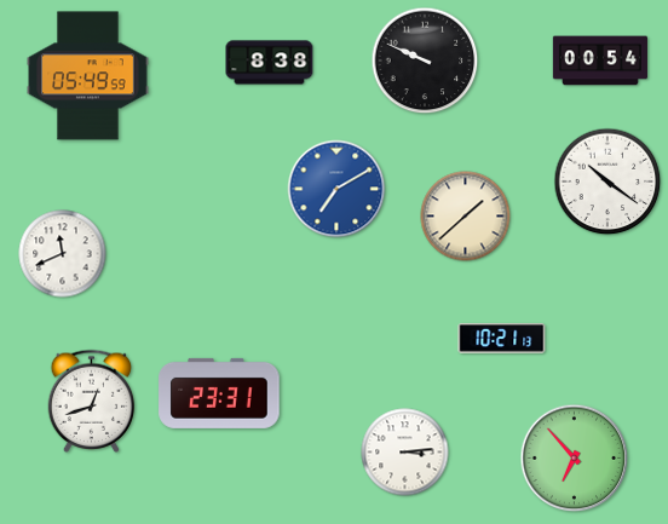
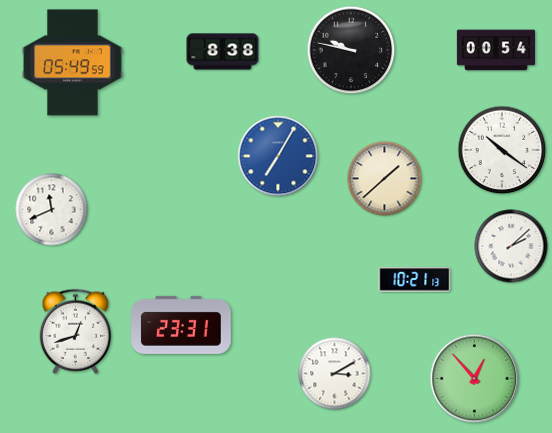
clock at (425, 61): 9:49 -> 9:47
clock at (336, 189): 7:10 -> 7:05
clock at (511, 246): none -> 2:08
clock at (405, 453): 3:14 -> 3:10
clock at (575, 459): 6:53 -> 12:53
